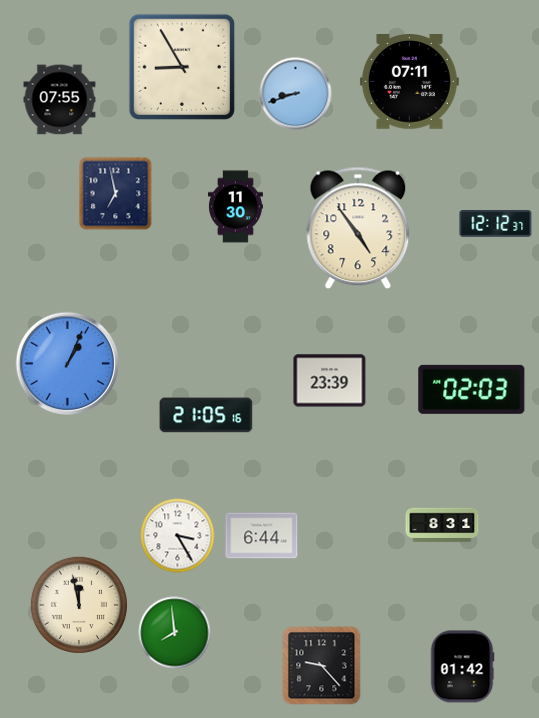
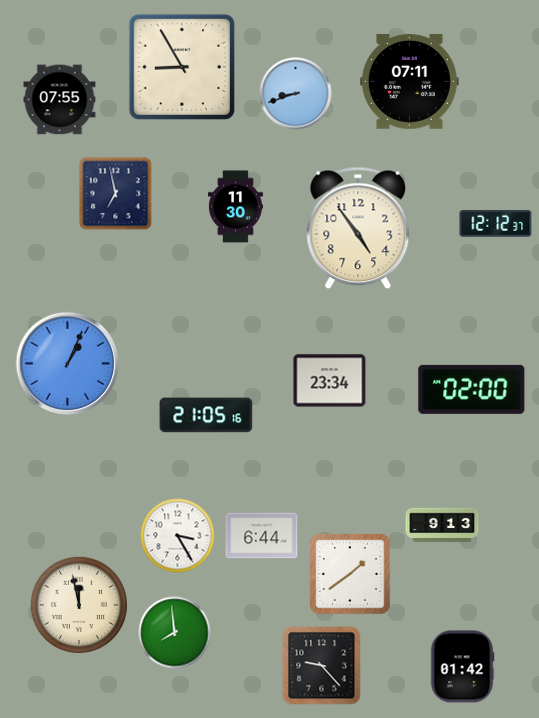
clock at (330, 381): 23:39 -> 23:34
clock at (472, 389): 02:03 -> 02:00
clock at (442, 525): 8:31 -> 9:13
clock at (350, 574): none -> 1:39
